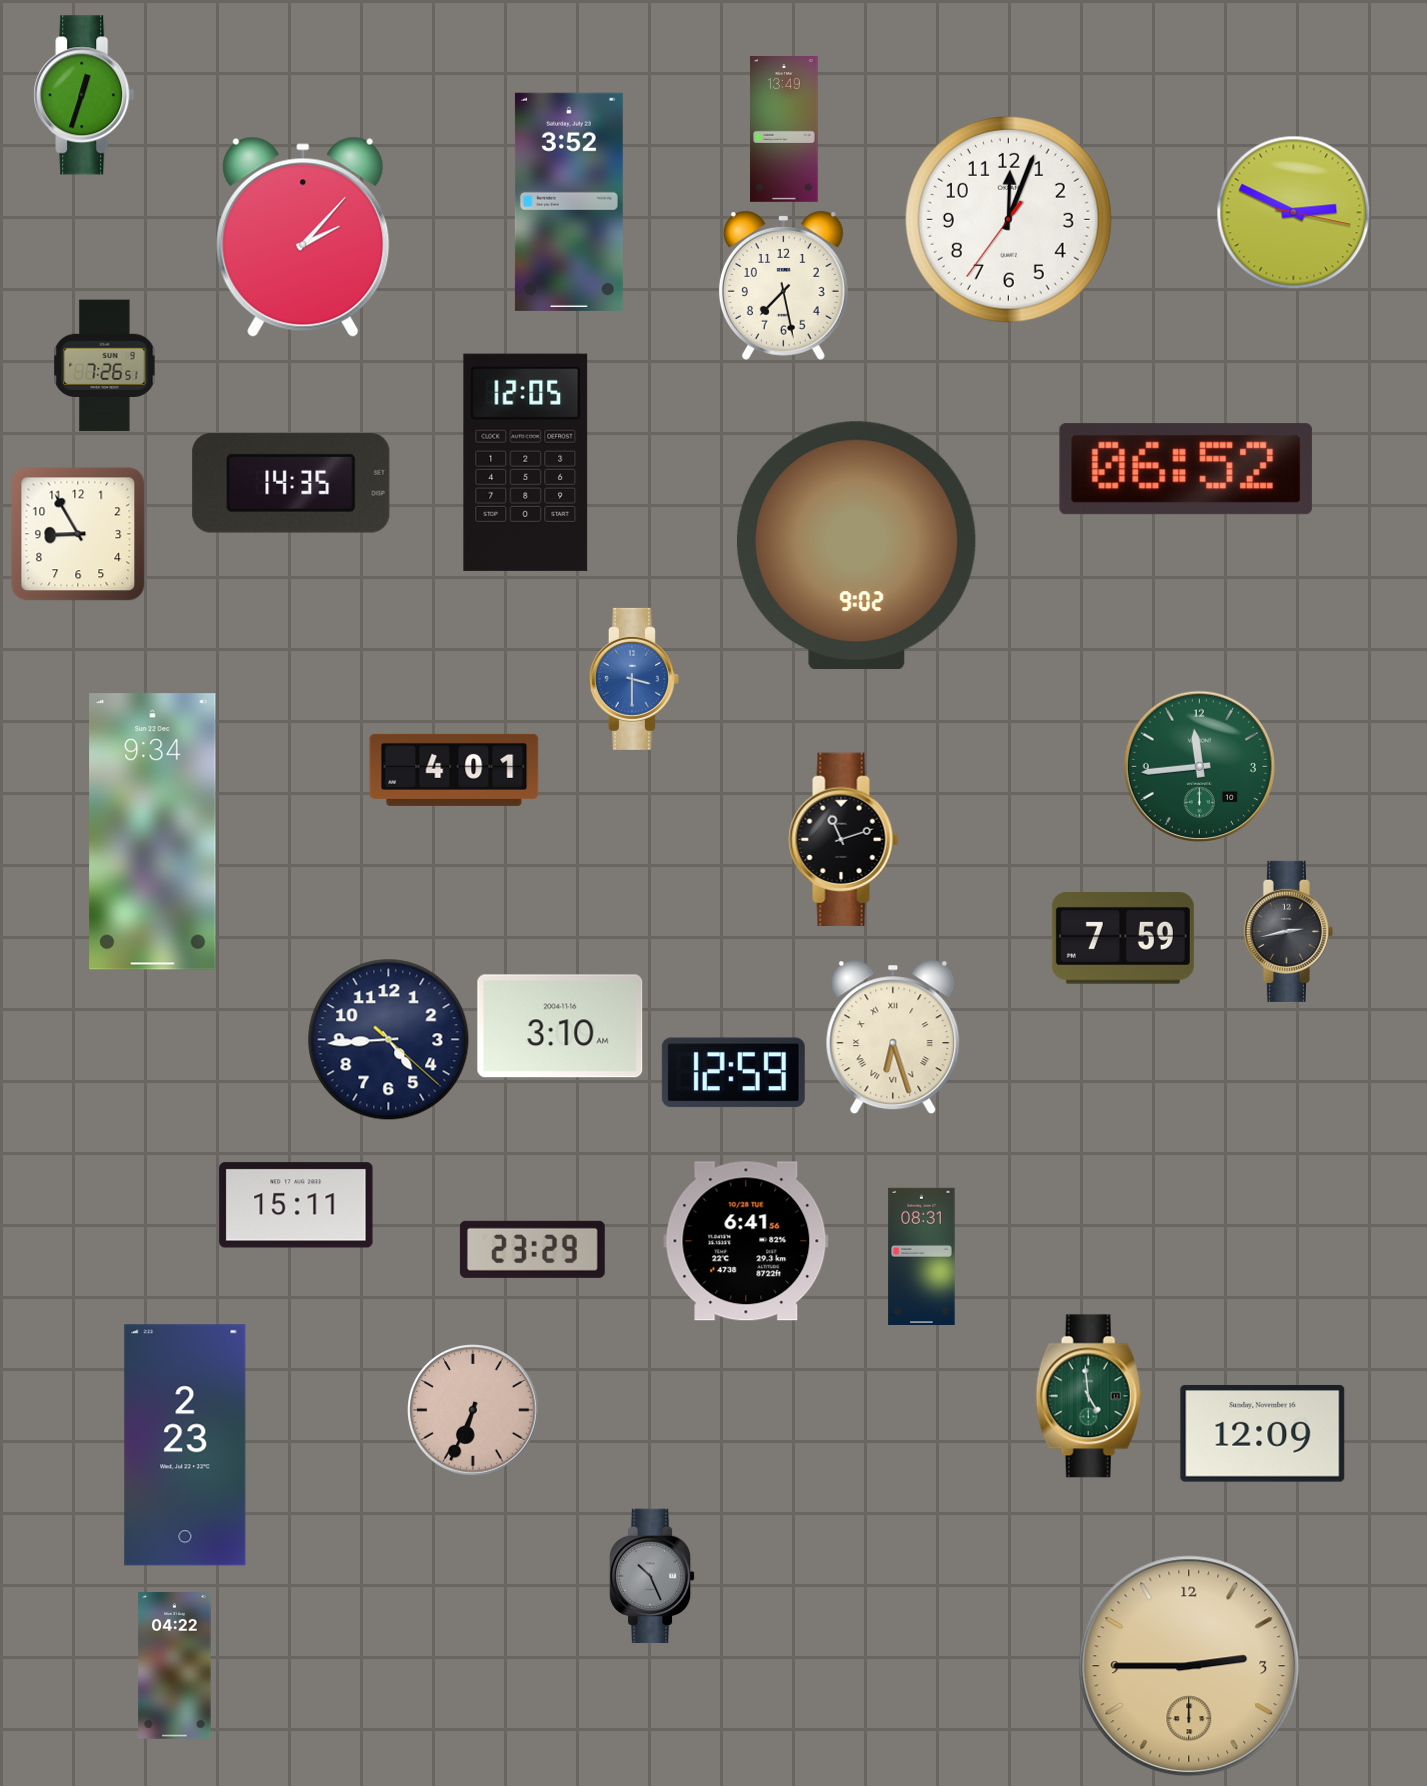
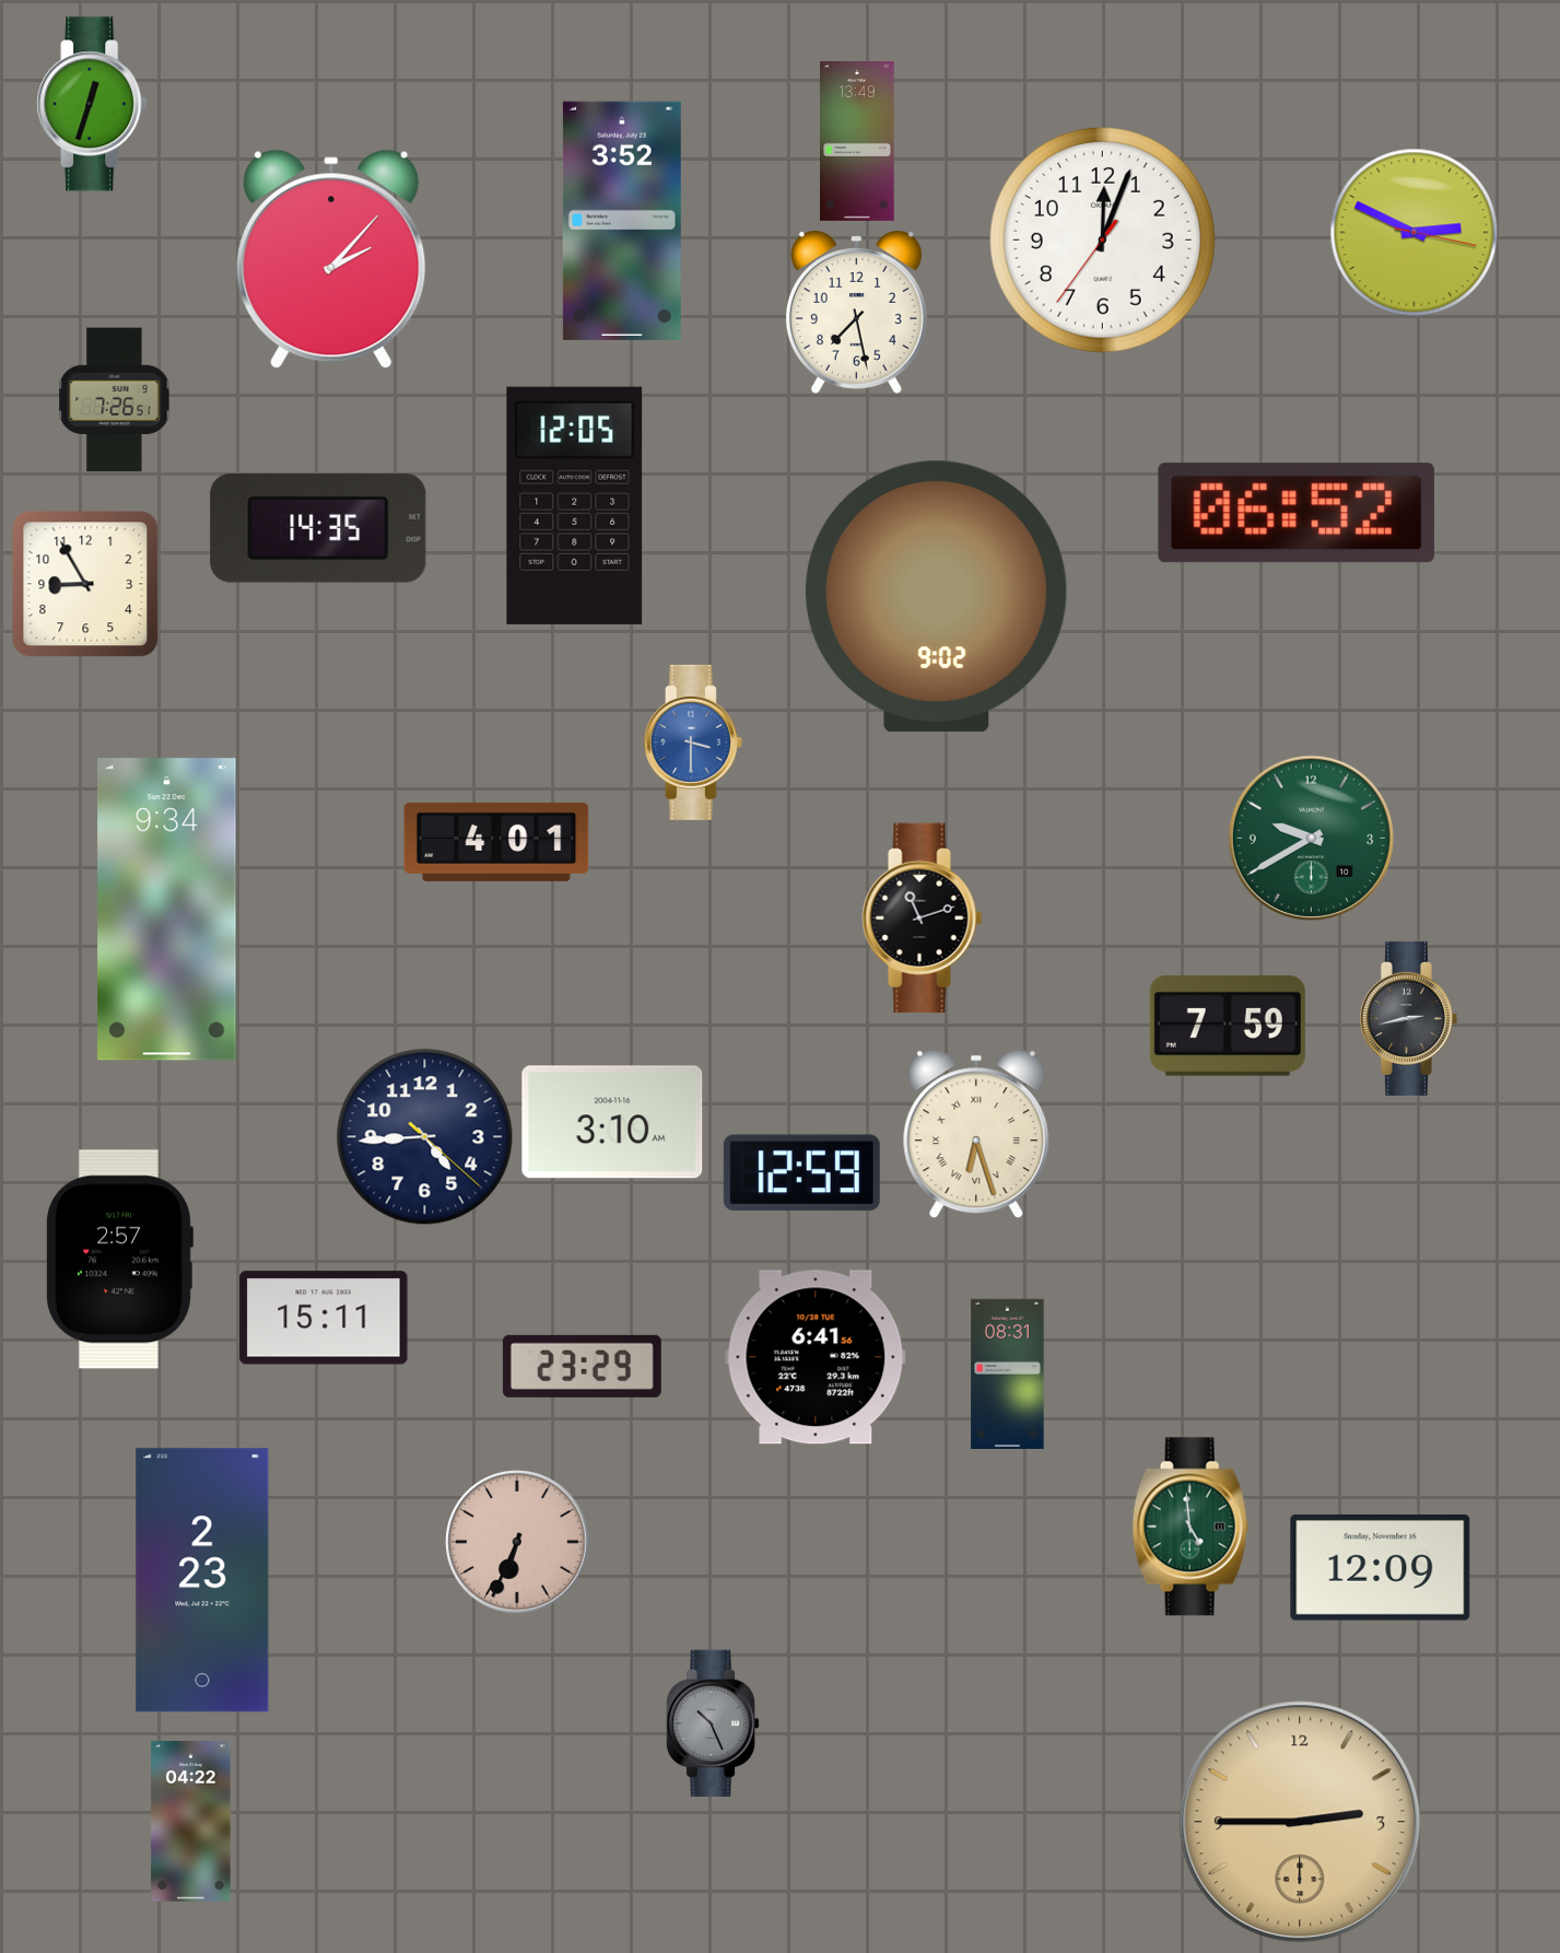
clock at (1199, 766): 11:44 -> 9:40
clock at (119, 1260): none -> 2:57
